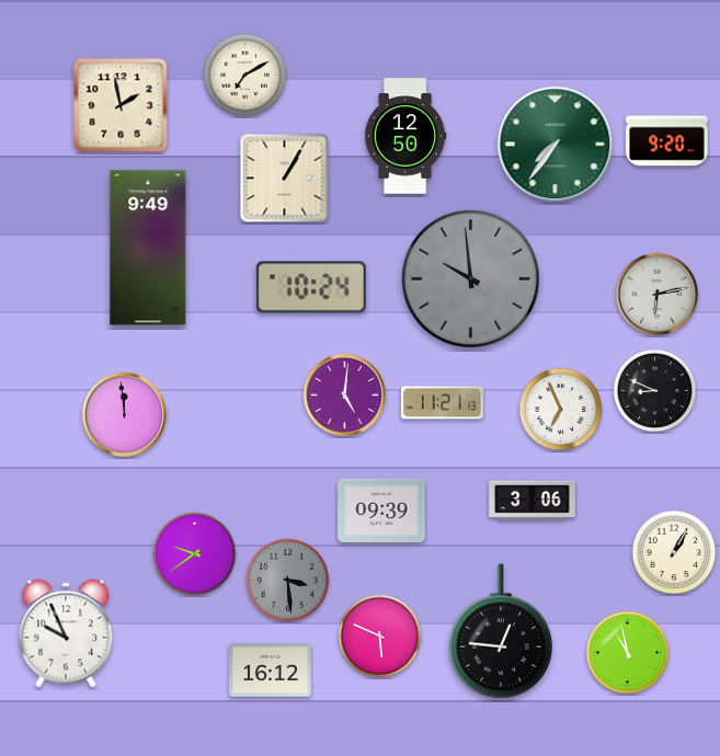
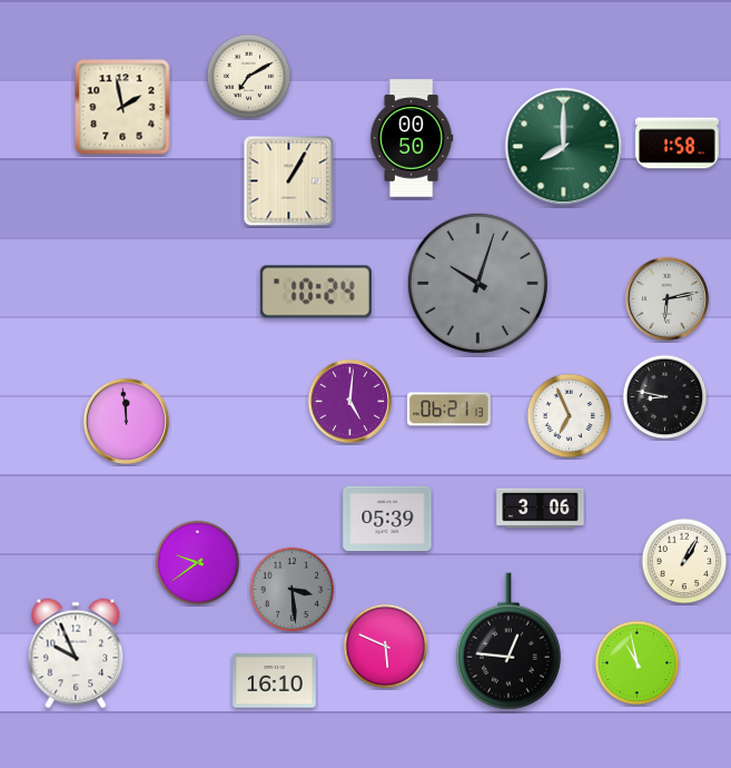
clock at (405, 136): 12:50 -> 00:50
clock at (667, 141): 9:20 -> 1:58
clock at (556, 145): 7:36 -> 8:00
clock at (148, 248): 9:49 -> none
clock at (470, 278): 9:59 -> 10:03
clock at (655, 391): 8:49 -> 8:47
clock at (443, 403): 11:21 -> 06:21
clock at (381, 511): 09:39 -> 05:39
clock at (66, 633) position: (66, 633) -> (76, 653)
clock at (271, 671): 16:12 -> 16:10
